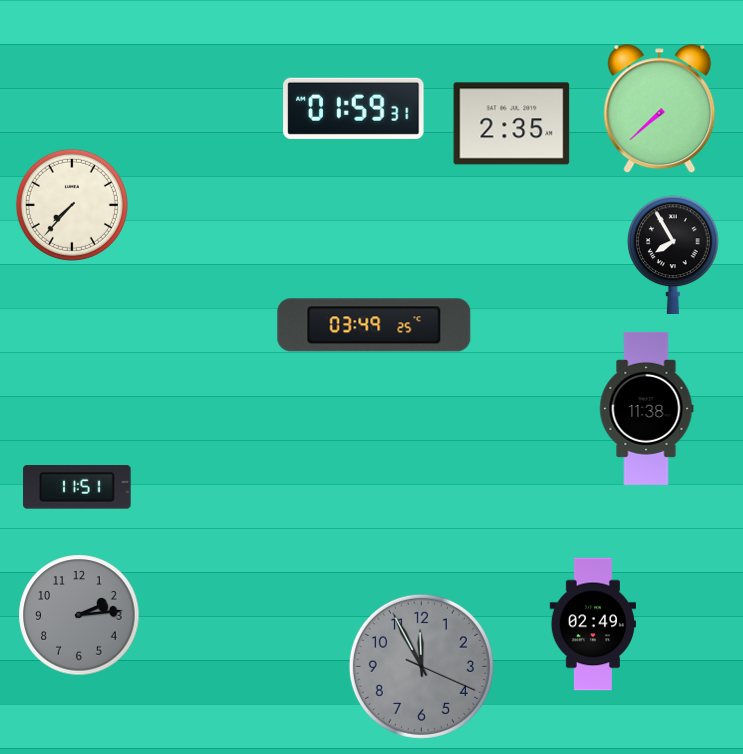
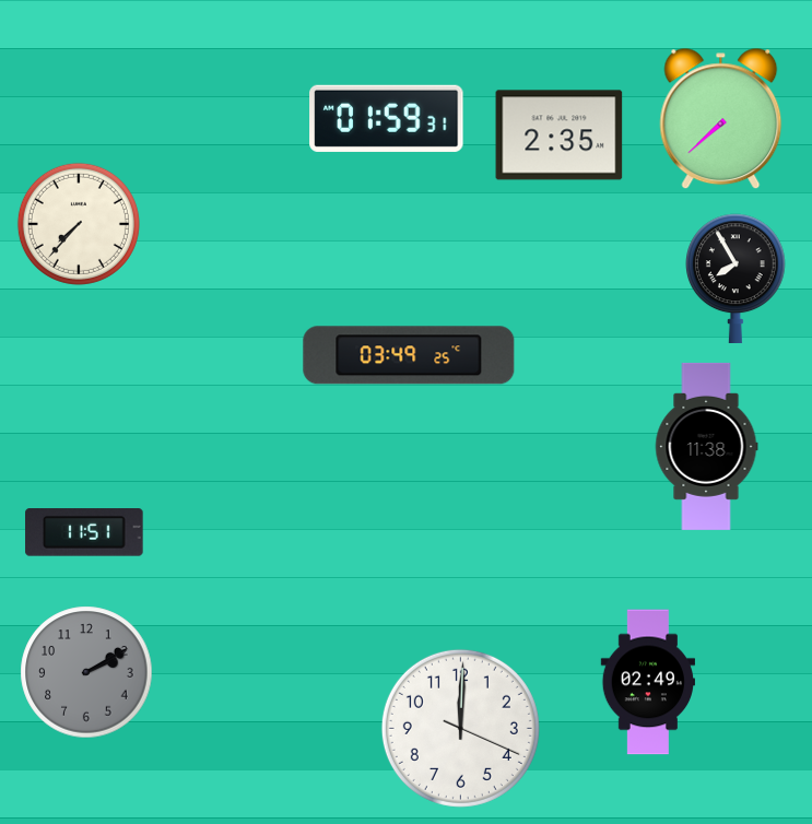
clock at (79, 615): 2:14 -> 2:10
clock at (421, 666): 11:55 -> 12:00
clock at (421, 666) dial: grey -> white
